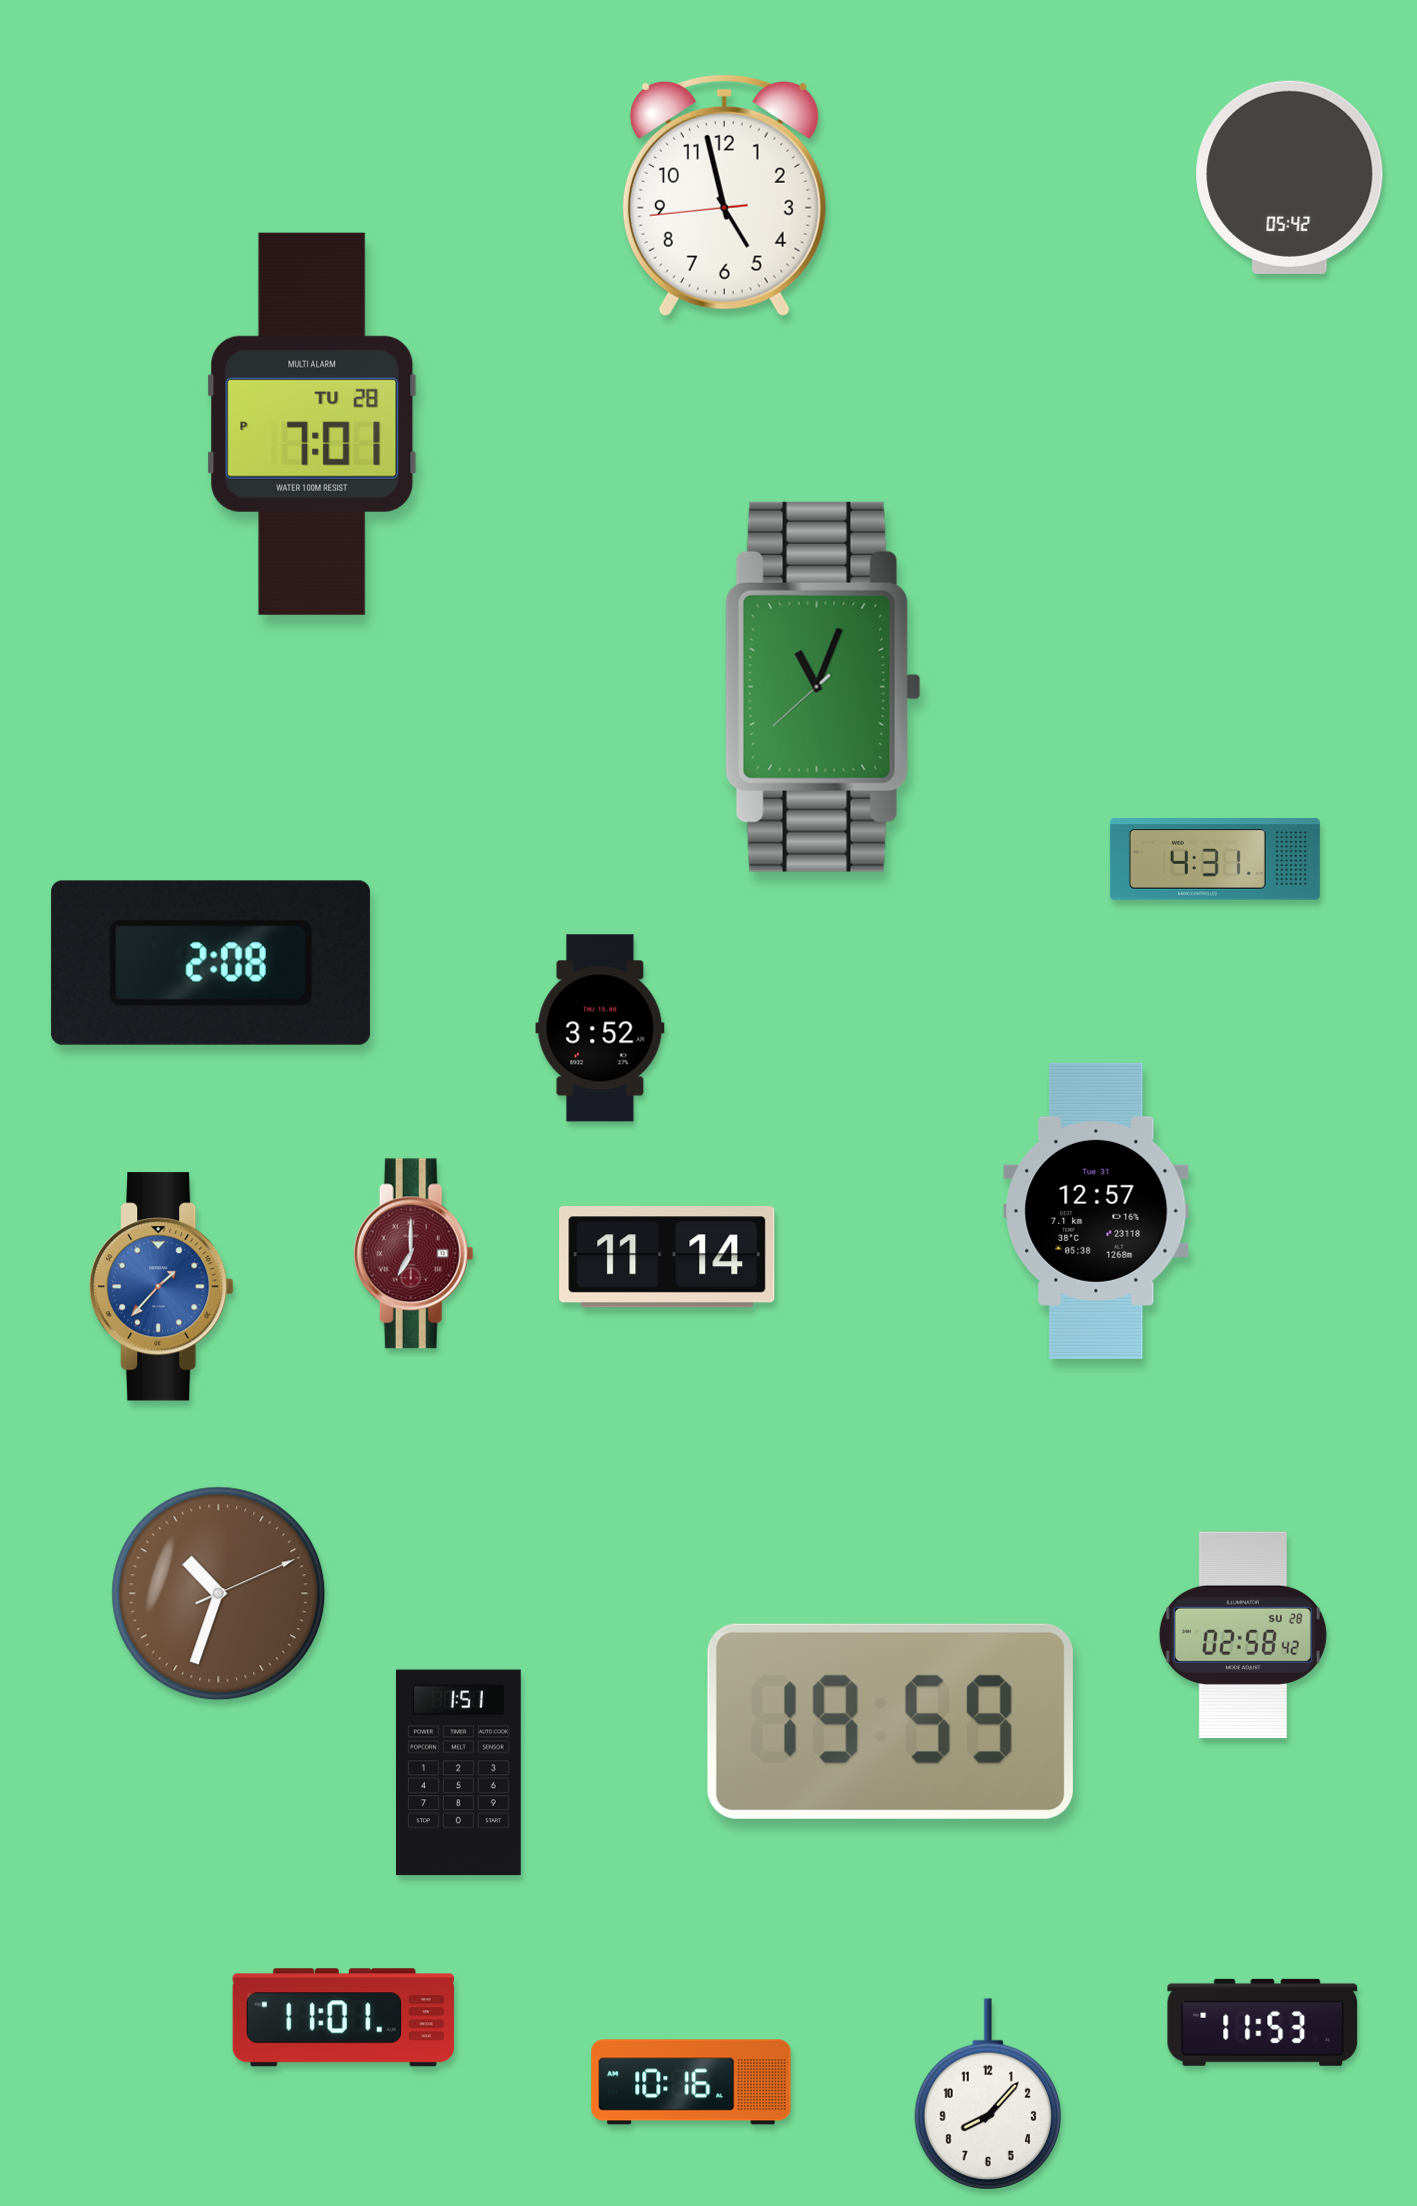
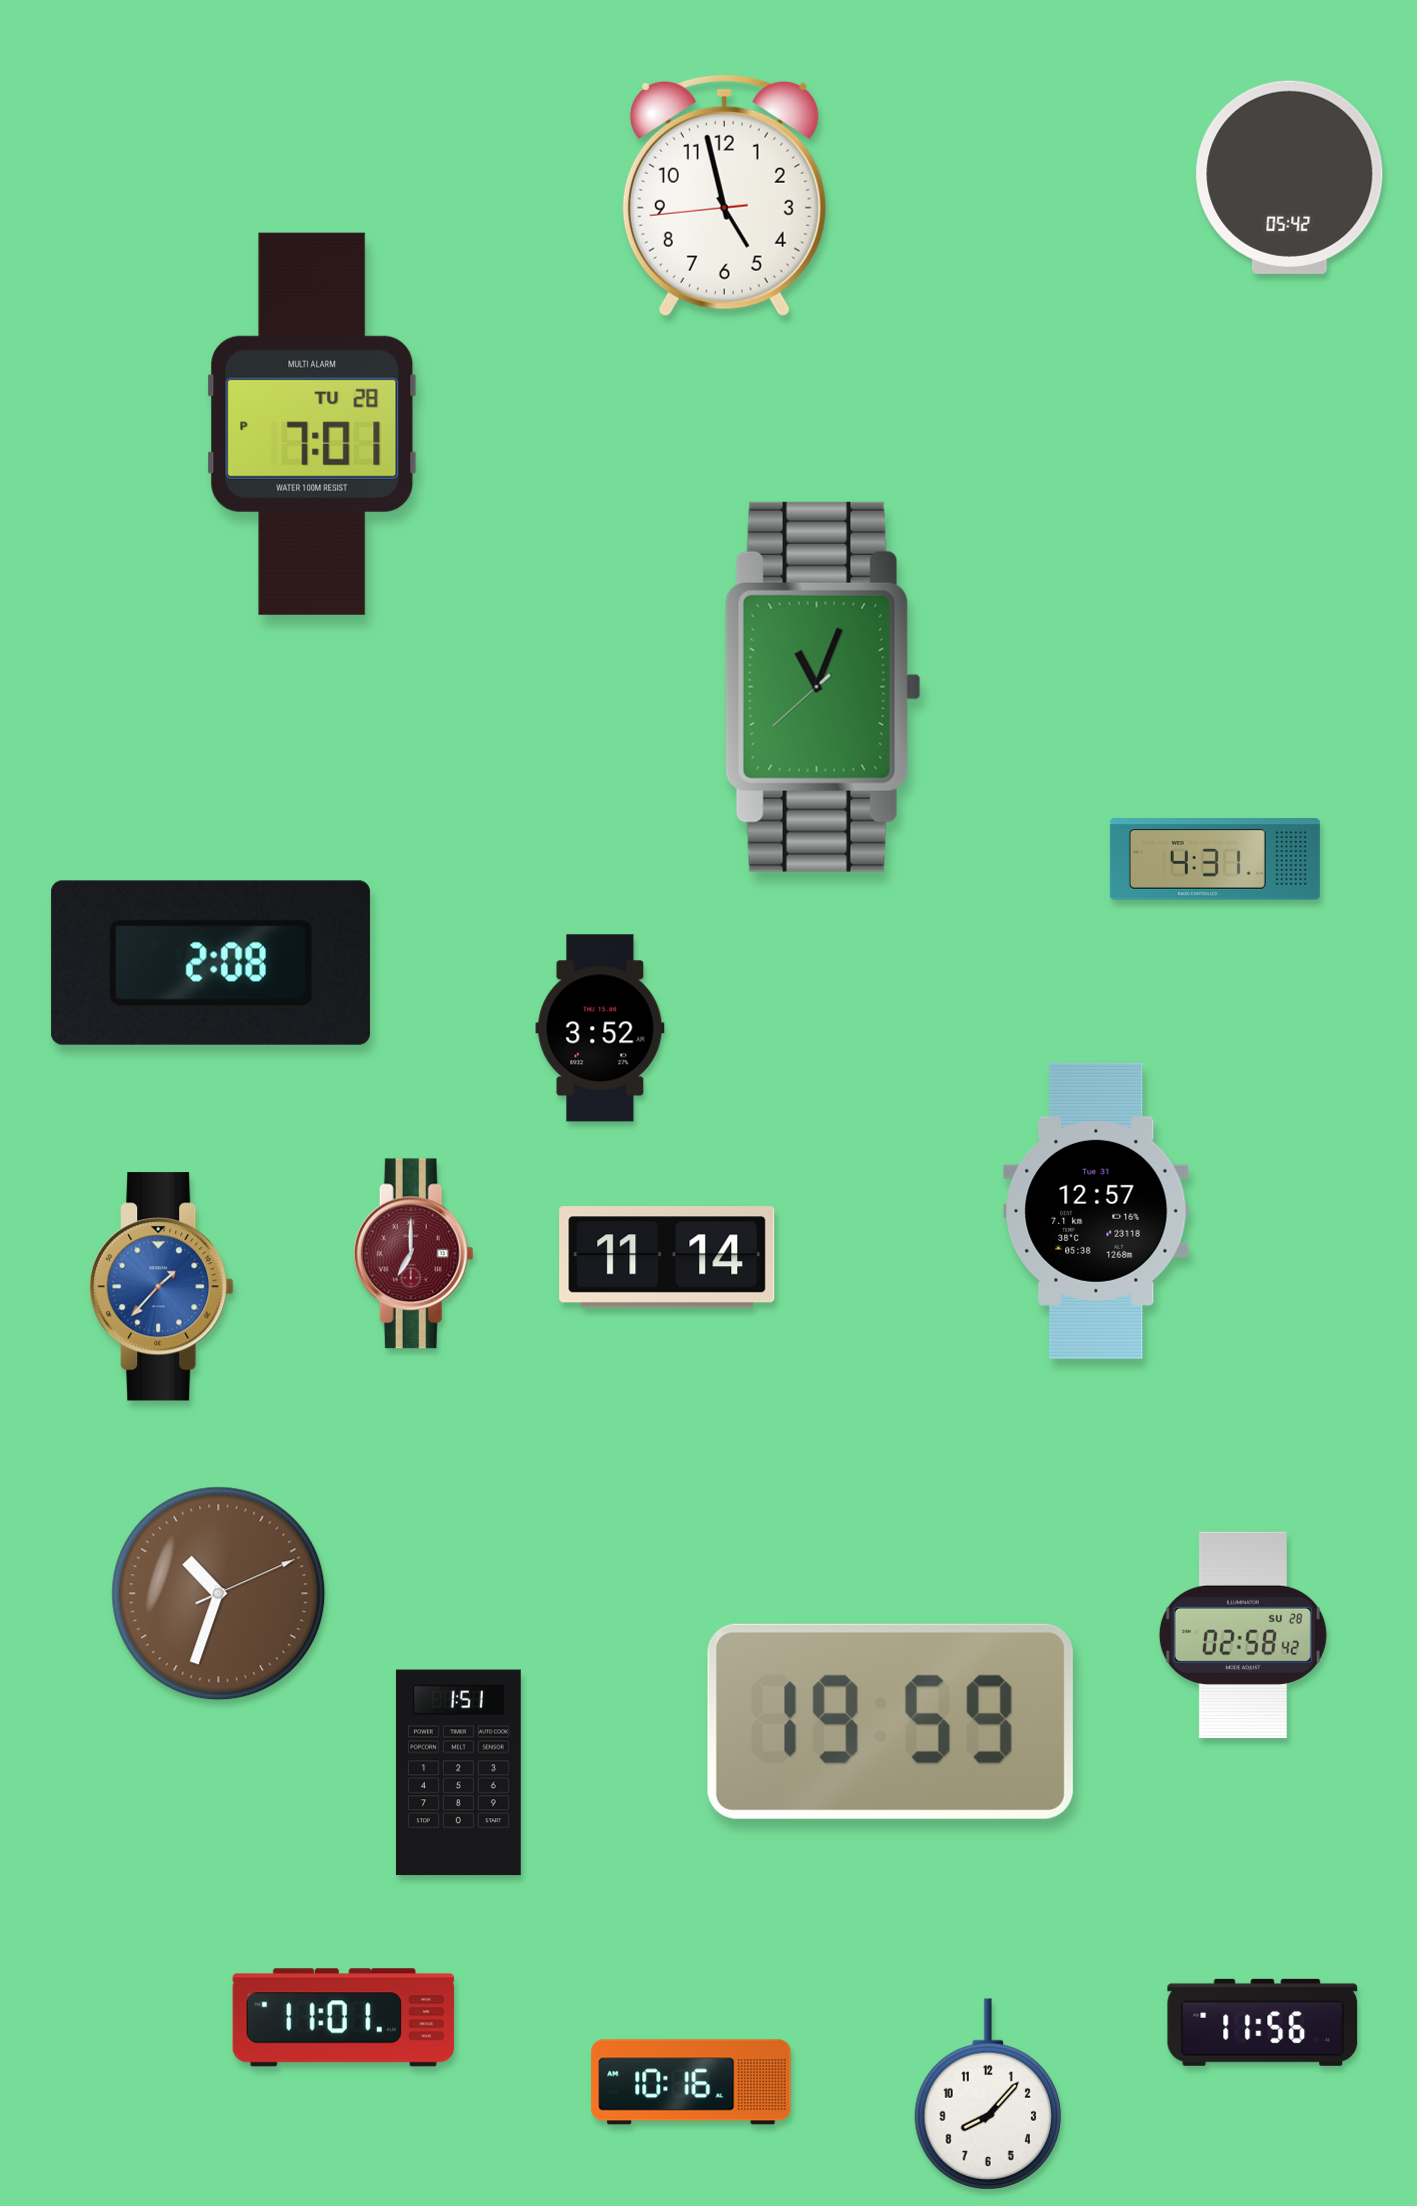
clock at (1263, 2022): 11:53 -> 11:56
